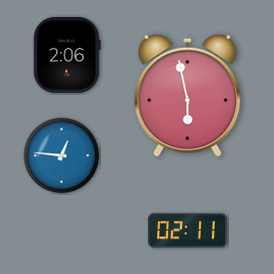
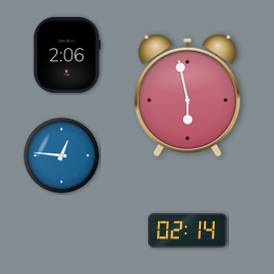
clock at (188, 231): 02:11 -> 02:14
